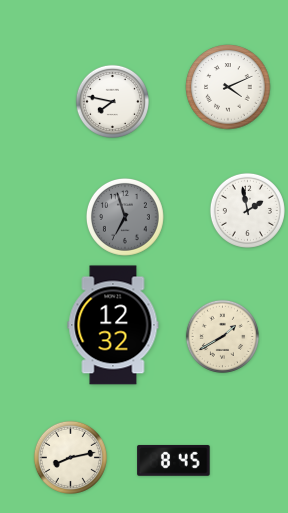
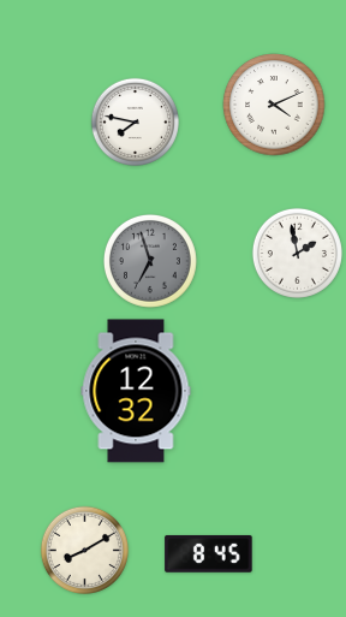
clock at (222, 336): 1:40 -> none
clock at (70, 457): 8:13 -> 8:10
